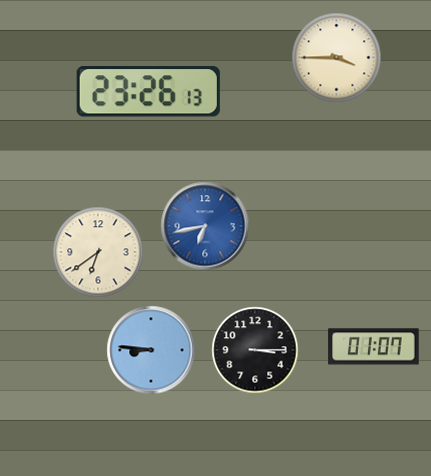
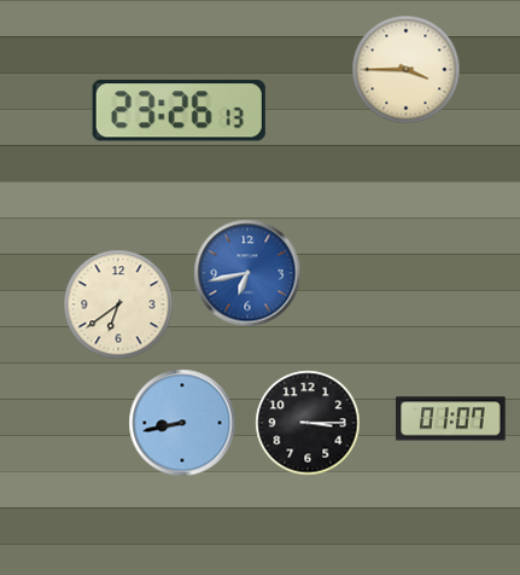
clock at (151, 350): 8:46 -> 8:43
